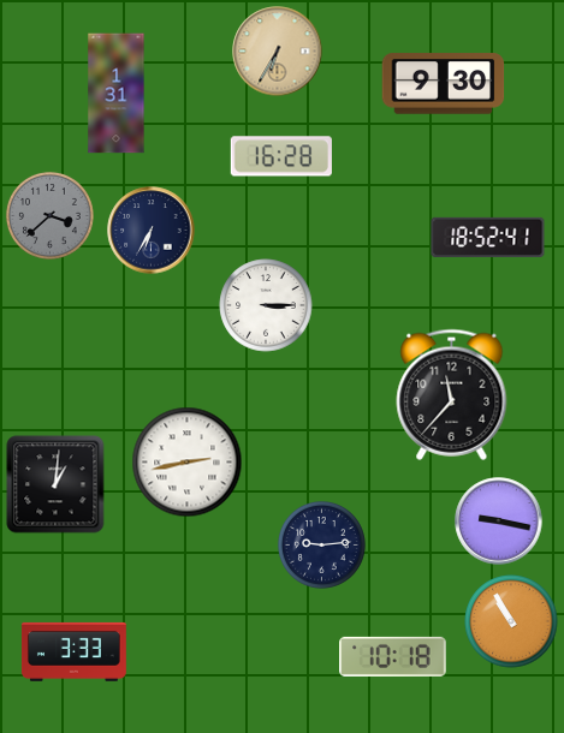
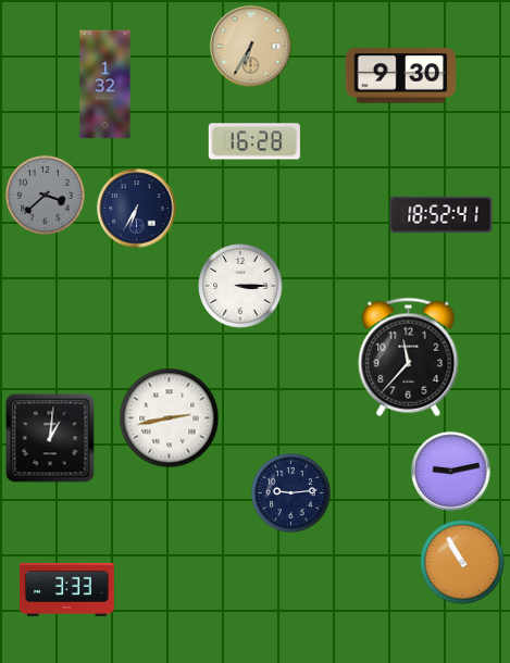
clock at (117, 94): 1:31 -> 1:32
clock at (266, 305) position: (266, 305) -> (240, 286)
clock at (499, 522): 9:17 -> 9:13
clock at (393, 656): 10:18 -> none
